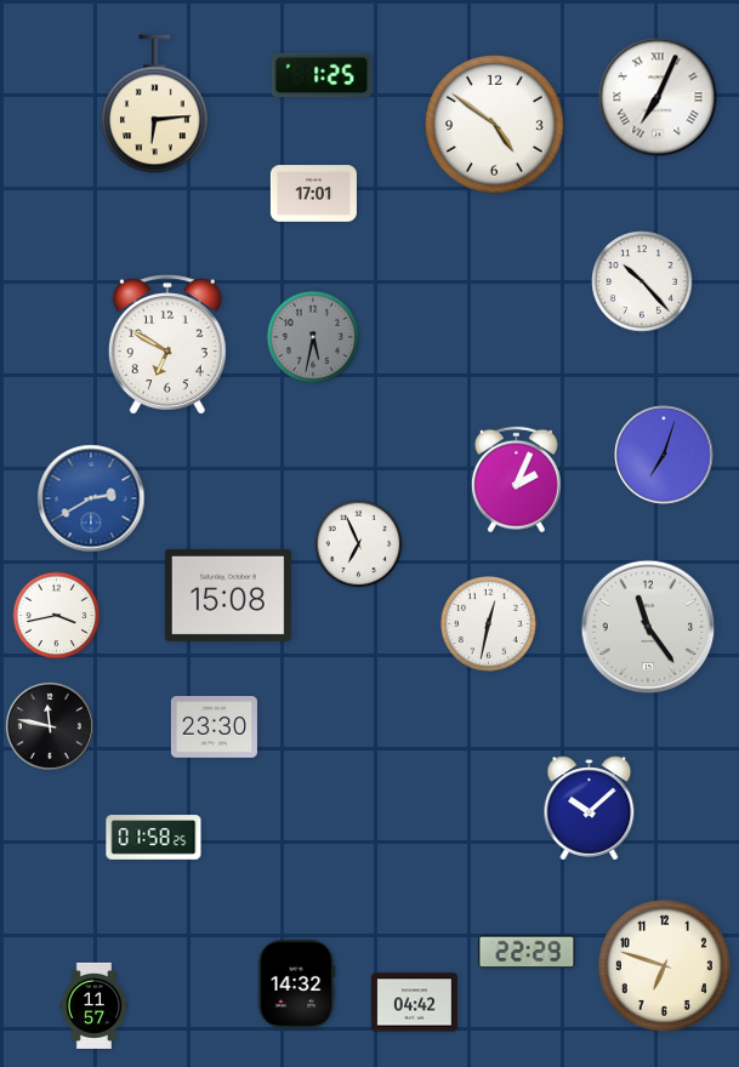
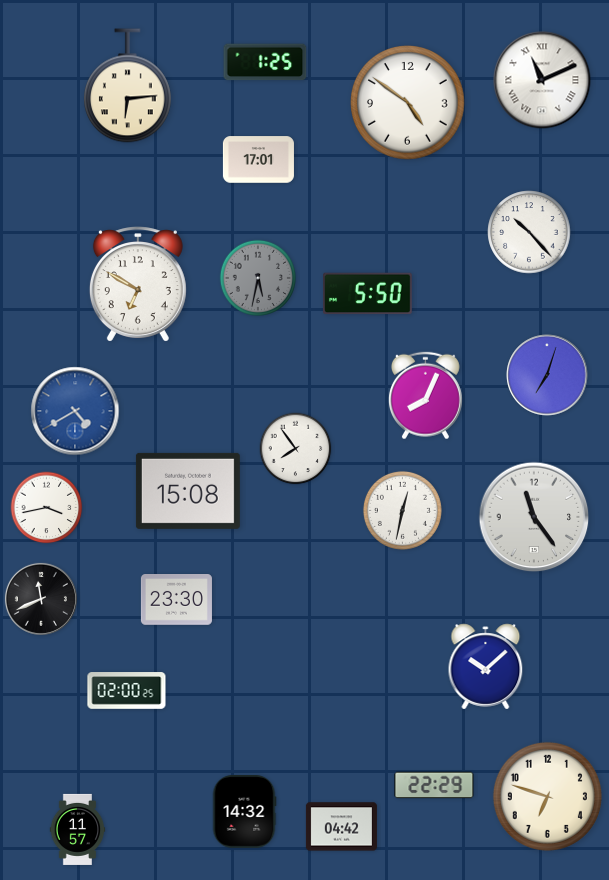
clock at (658, 97): 7:04 -> 11:11
clock at (368, 294): none -> 5:50
clock at (516, 480): 2:04 -> 8:04
clock at (91, 498): 2:40 -> 4:40
clock at (359, 544): 6:56 -> 7:54
clock at (488, 623) position: (488, 623) -> (402, 510)
clock at (50, 726): 11:47 -> 11:41
clock at (154, 838): 01:58 -> 02:00
